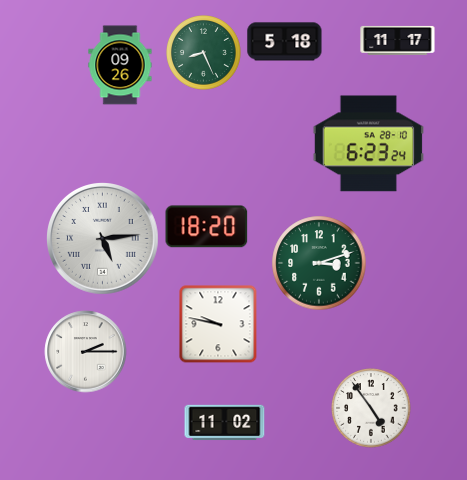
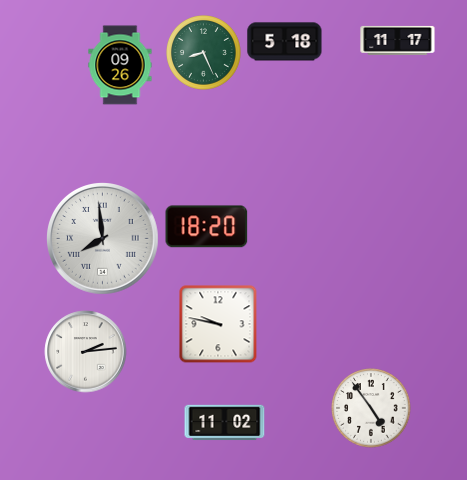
clock at (369, 144): 6:23 -> none
clock at (103, 239): 5:14 -> 7:59
clock at (319, 263): 3:12 -> none
clock at (86, 352): 2:15 -> 2:14
